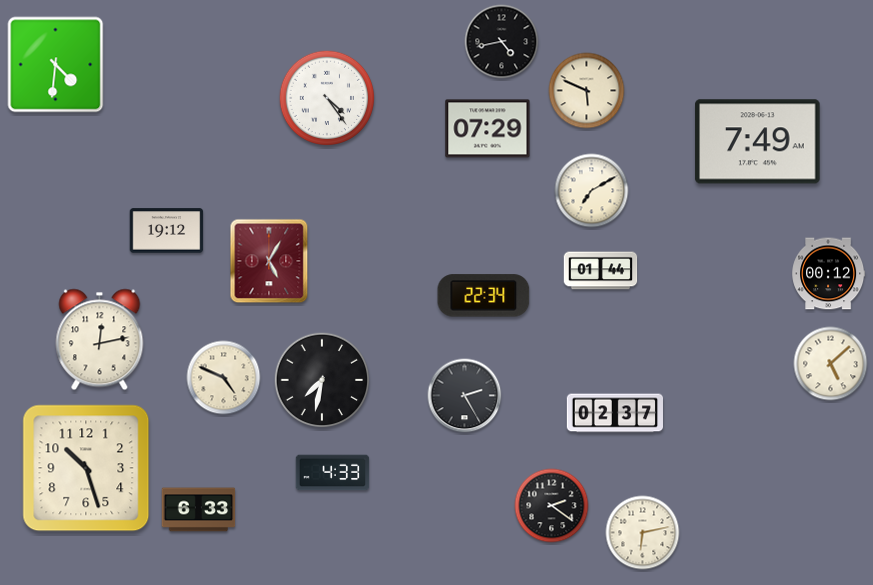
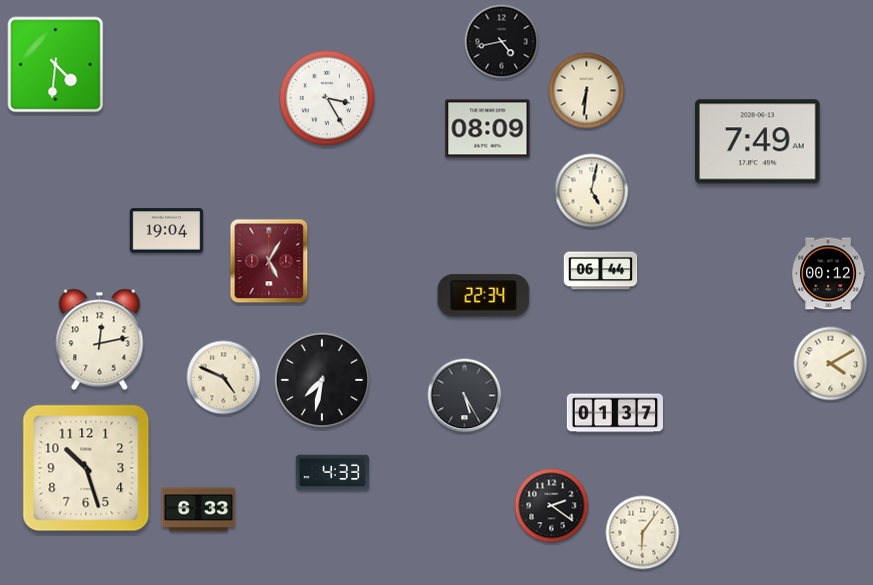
clock at (587, 91): 5:49 -> 6:31
clock at (327, 98): 4:24 -> 3:25
clock at (488, 129): 07:29 -> 08:09
clock at (592, 191): 7:10 -> 5:02
clock at (167, 231): 19:12 -> 19:04
clock at (601, 271): 01:44 -> 06:44
clock at (831, 364): 5:08 -> 4:10
clock at (465, 396): 2:25 -> 5:25
clock at (614, 413): 02:37 -> 01:37
clock at (643, 533): 6:13 -> 6:06
